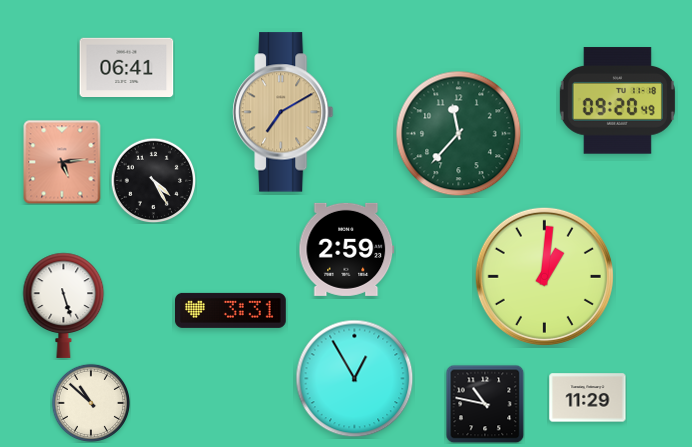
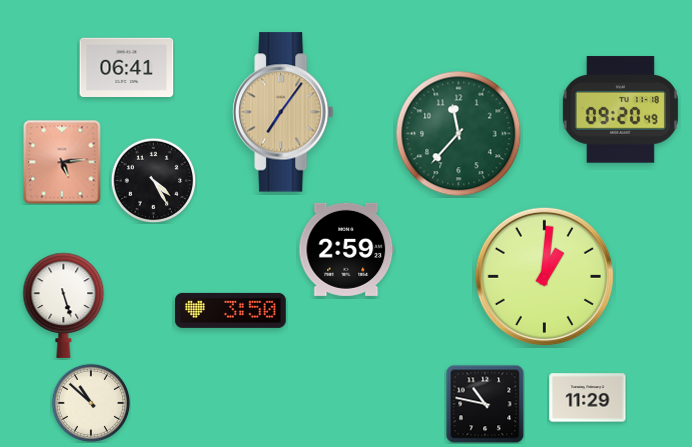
clock at (617, 101) position: (617, 101) -> (620, 110)
clock at (283, 112): 7:10 -> 7:06
clock at (231, 310): 3:31 -> 3:50
clock at (355, 379): 12:55 -> none
